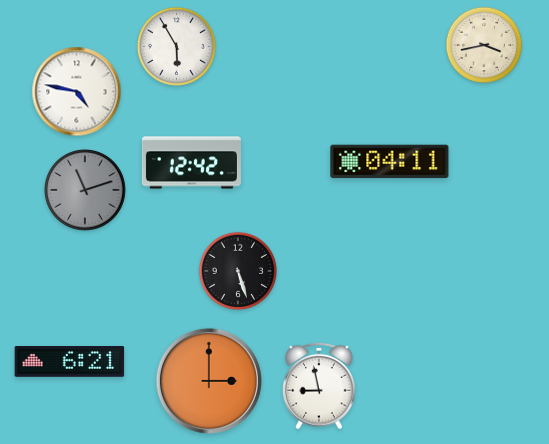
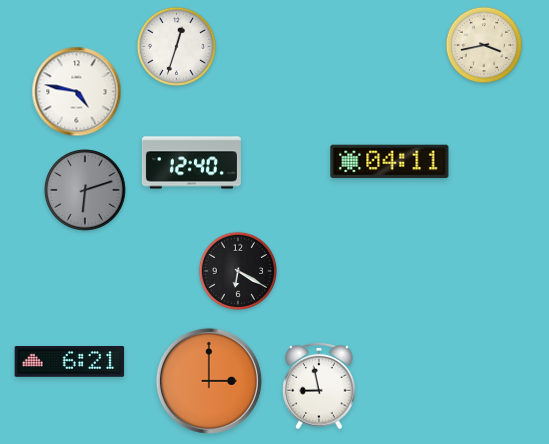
clock at (176, 46): 5:55 -> 12:33
clock at (191, 163): 12:42 -> 12:40
clock at (86, 191): 11:12 -> 6:12
clock at (238, 271): 5:27 -> 6:20
